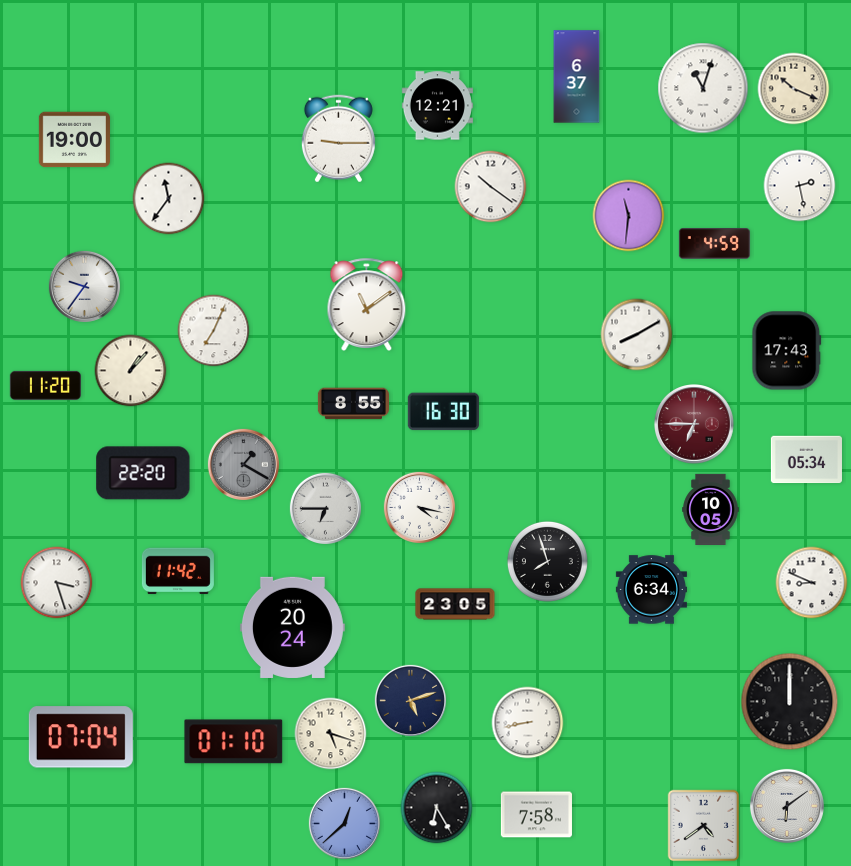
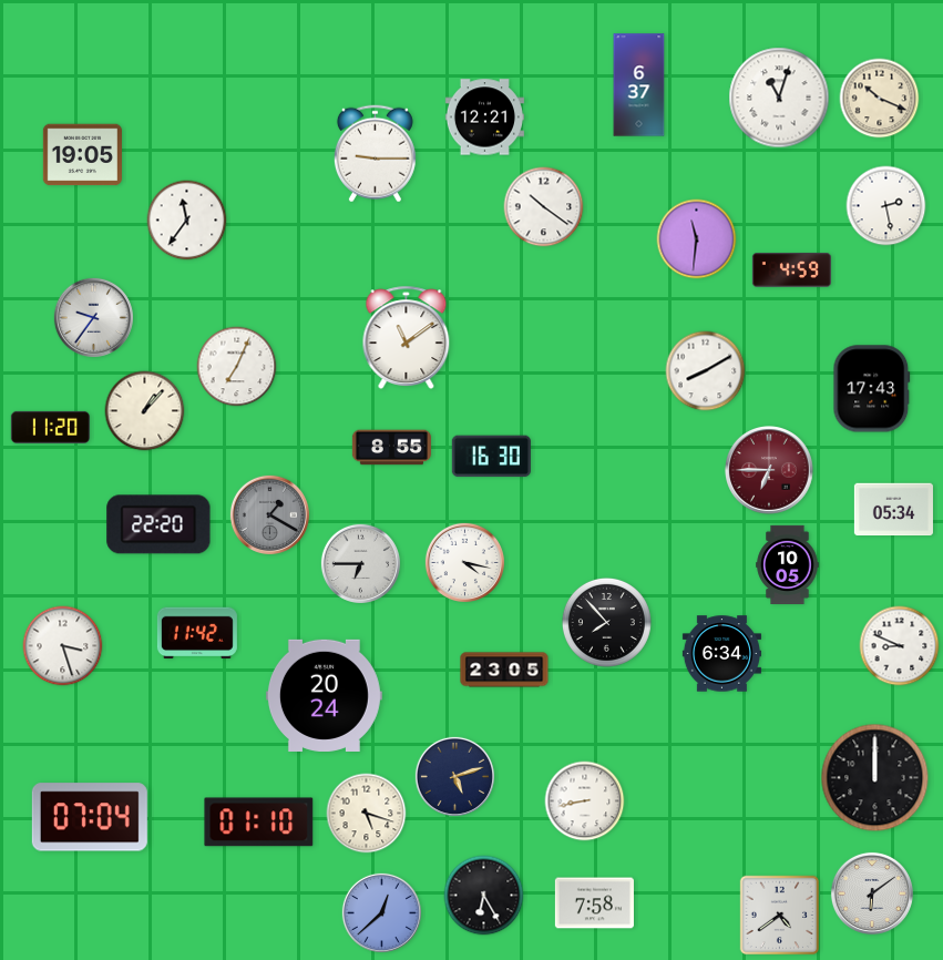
clock at (74, 140): 19:00 -> 19:05
clock at (547, 561): 7:57 -> 7:53
